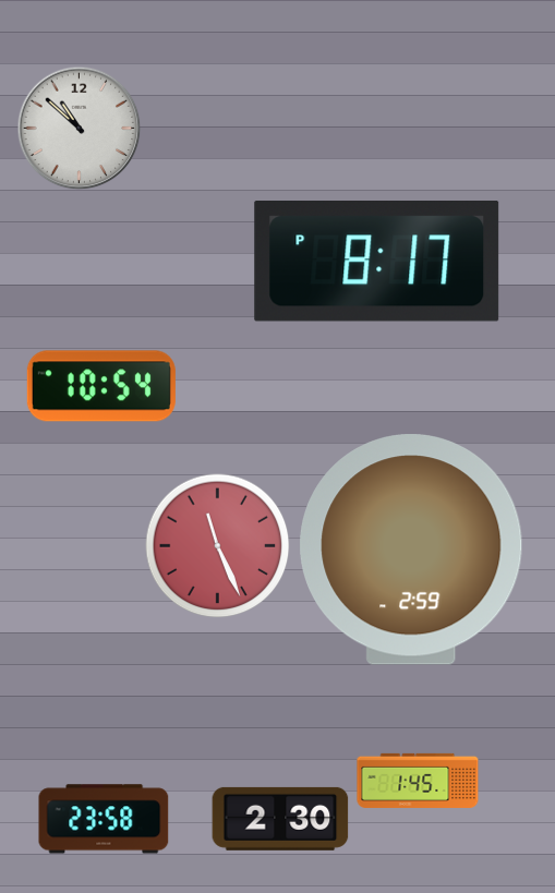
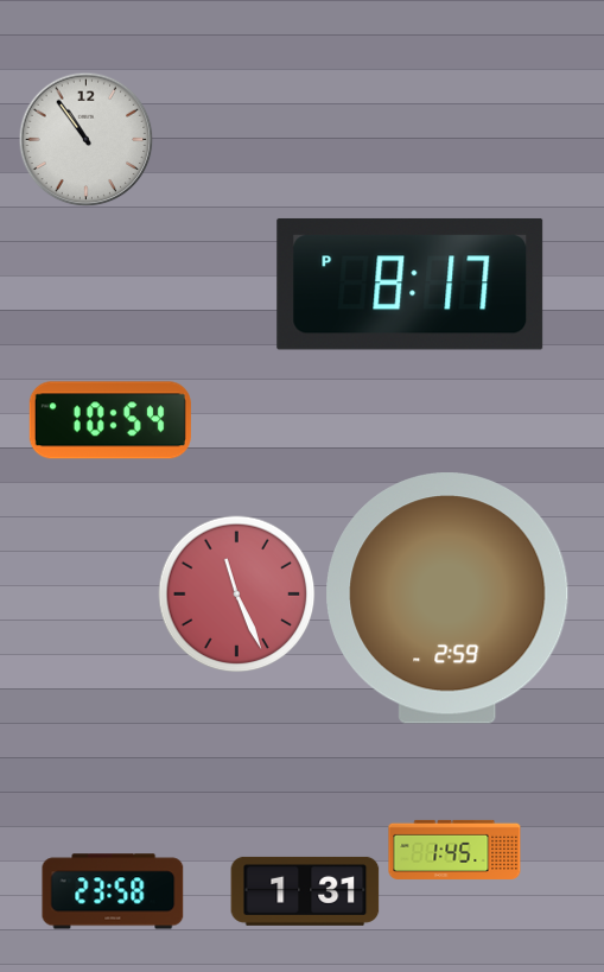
clock at (79, 128): 10:52 -> 10:54
clock at (280, 819): 2:30 -> 1:31
